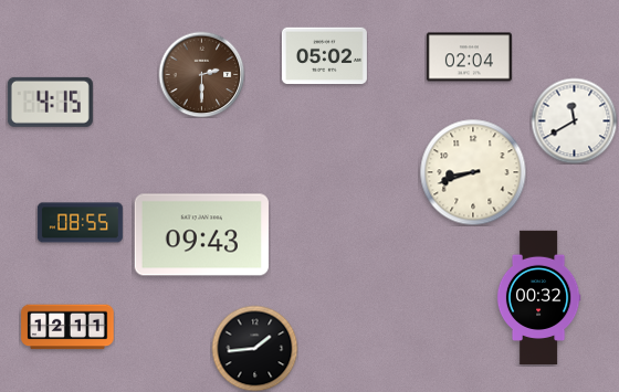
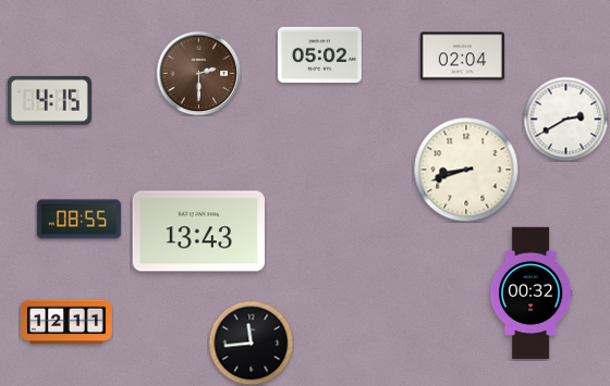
clock at (574, 120): 11:40 -> 2:40
clock at (201, 235): 09:43 -> 13:43
clock at (254, 348): 1:44 -> 11:44
